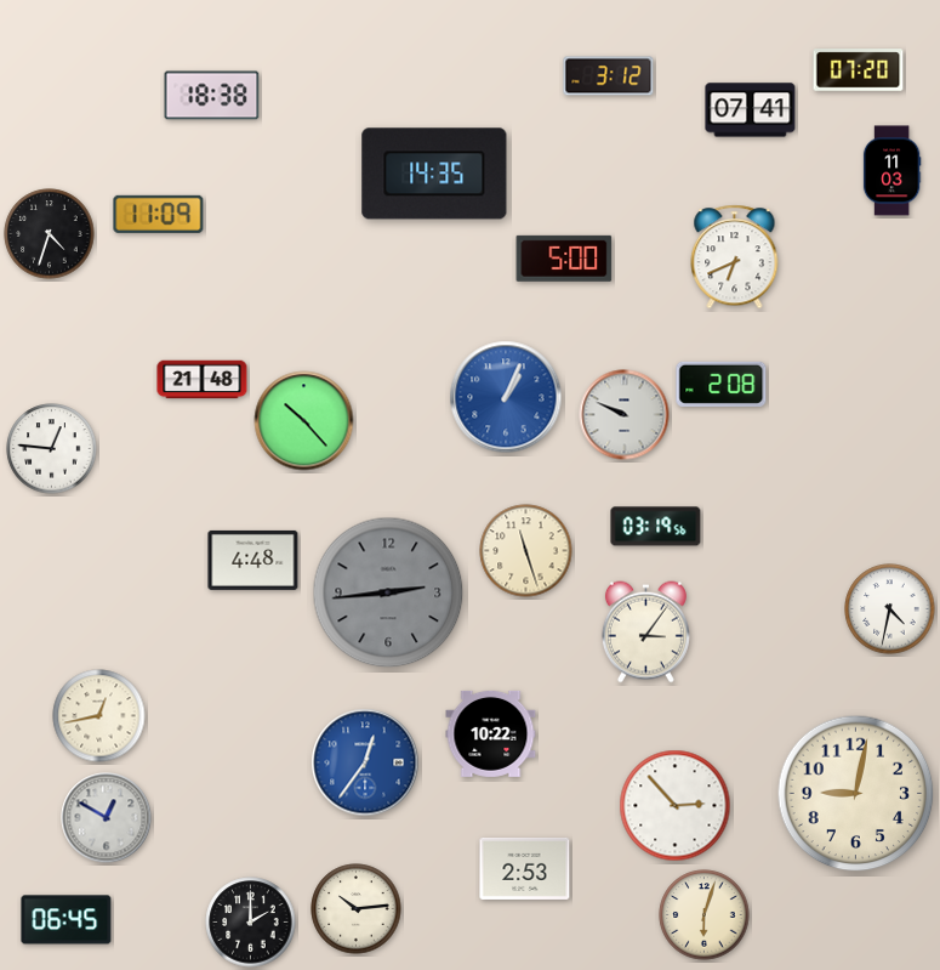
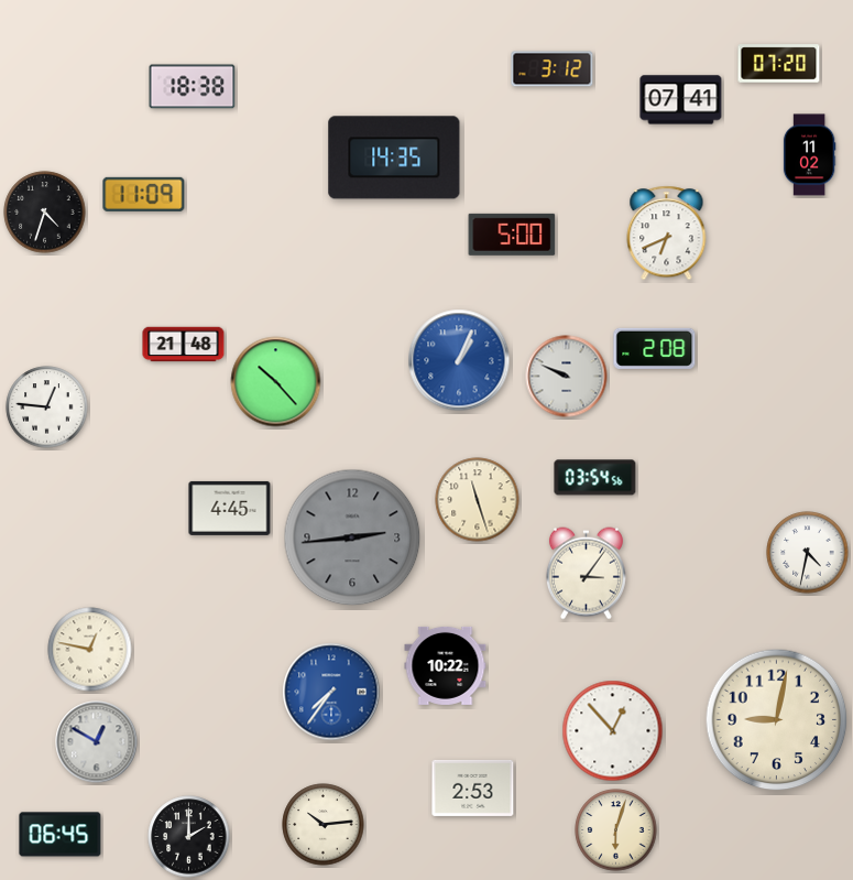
clock at (891, 171): 11:03 -> 11:02
clock at (656, 527): 03:19 -> 03:54
clock at (253, 560): 4:48 -> 4:45
clock at (99, 716): 12:43 -> 12:47
clock at (365, 762): 12:36 -> 7:36
clock at (676, 806): 2:53 -> 12:53
clock at (525, 868) position: (525, 868) -> (473, 787)
clock at (705, 915) position: (705, 915) -> (616, 830)
clock at (251, 923) position: (251, 923) -> (189, 837)
